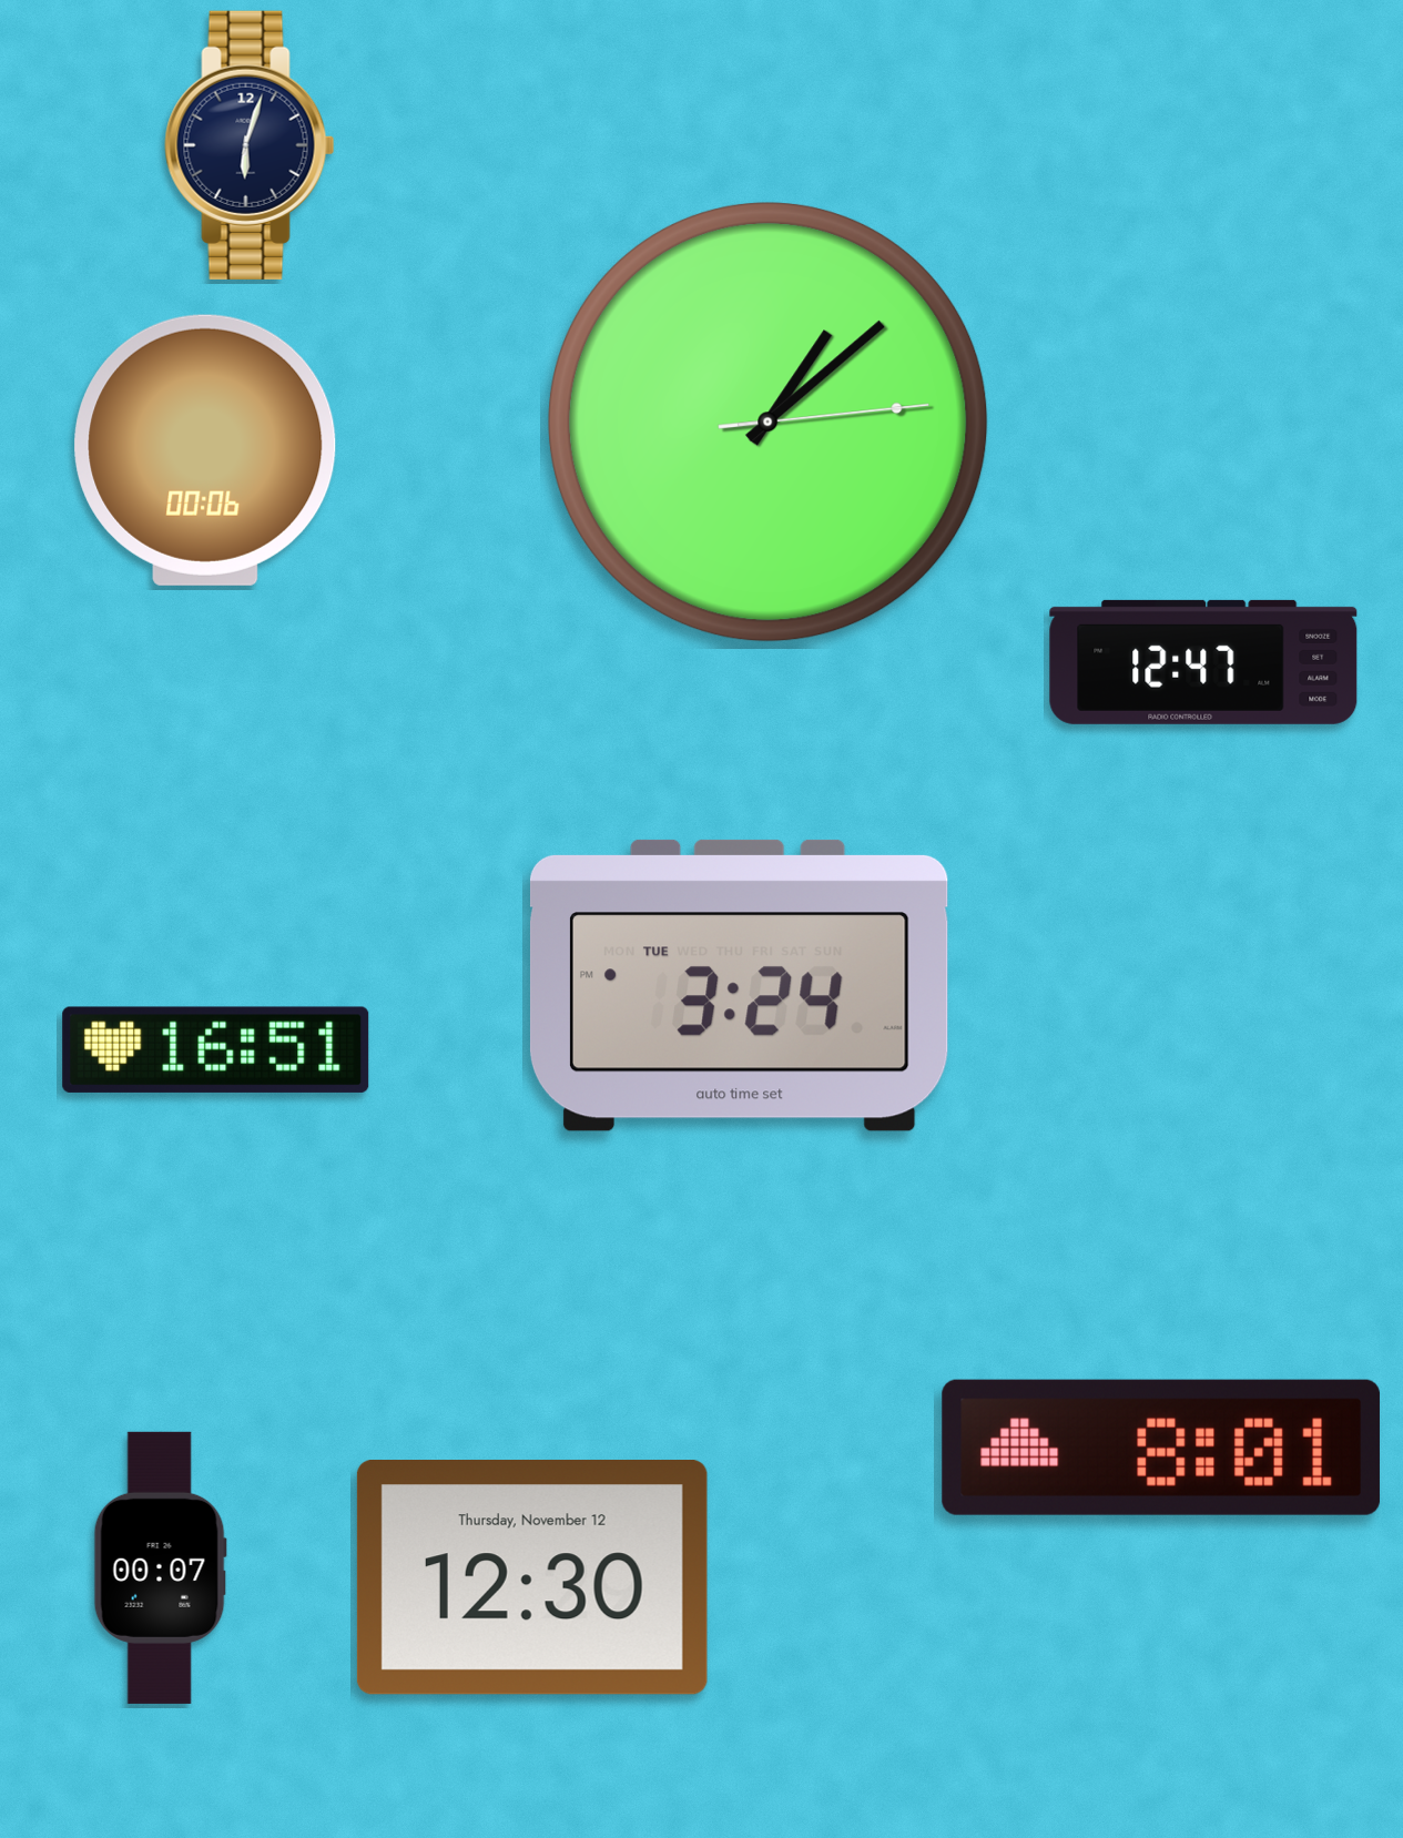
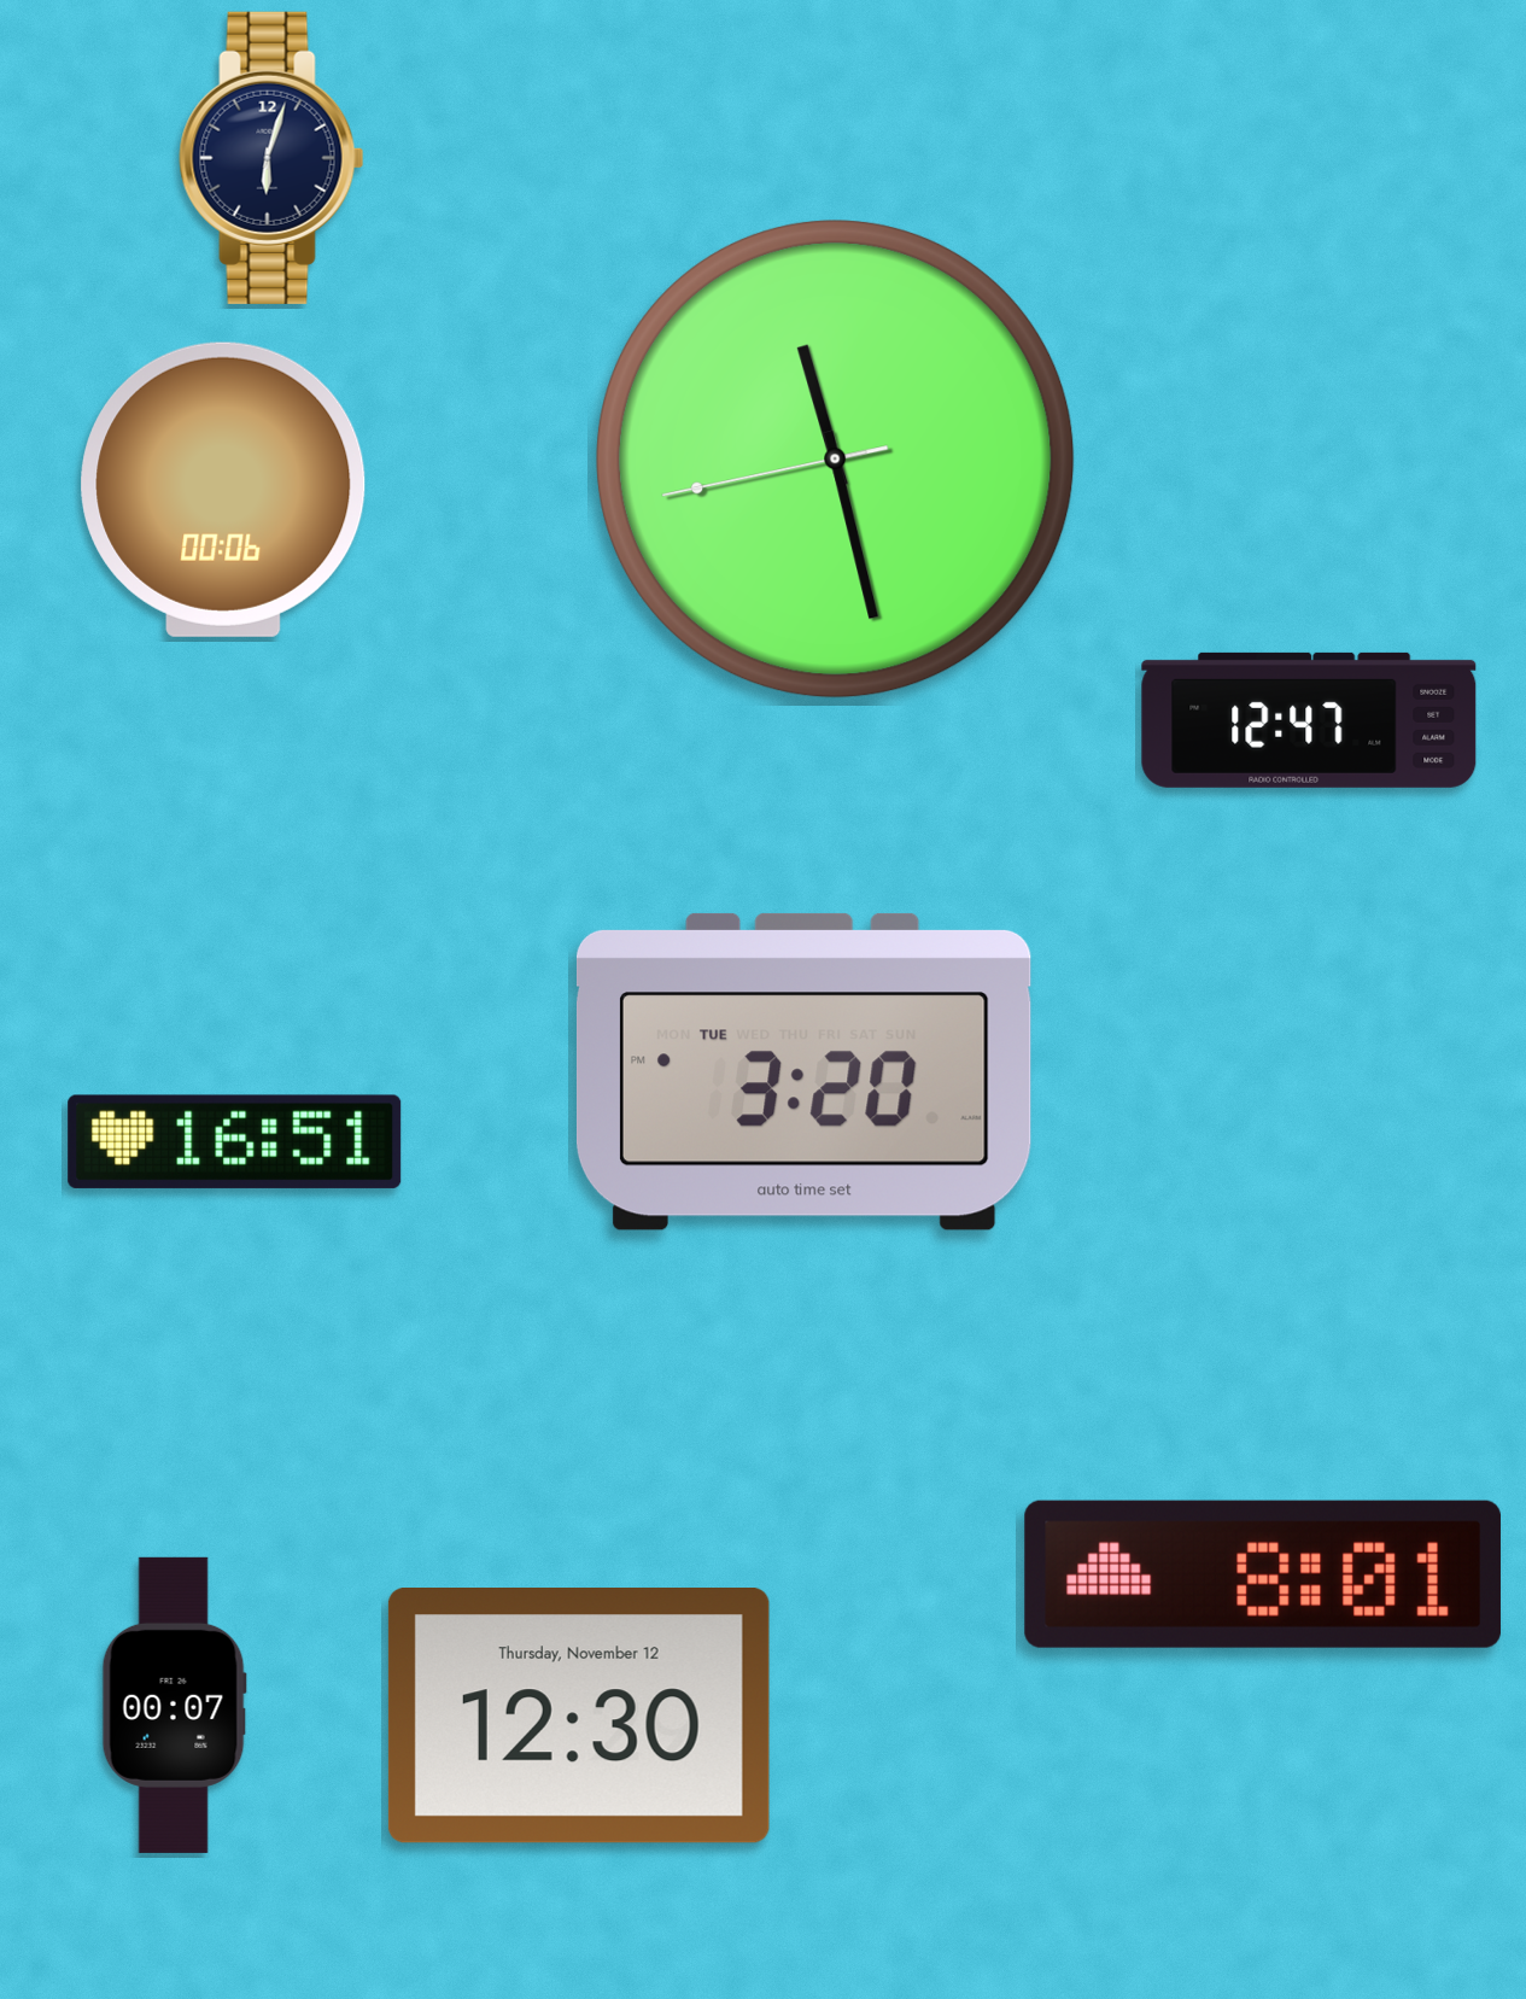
clock at (767, 422): 1:08 -> 11:27
clock at (739, 985): 3:24 -> 3:20
